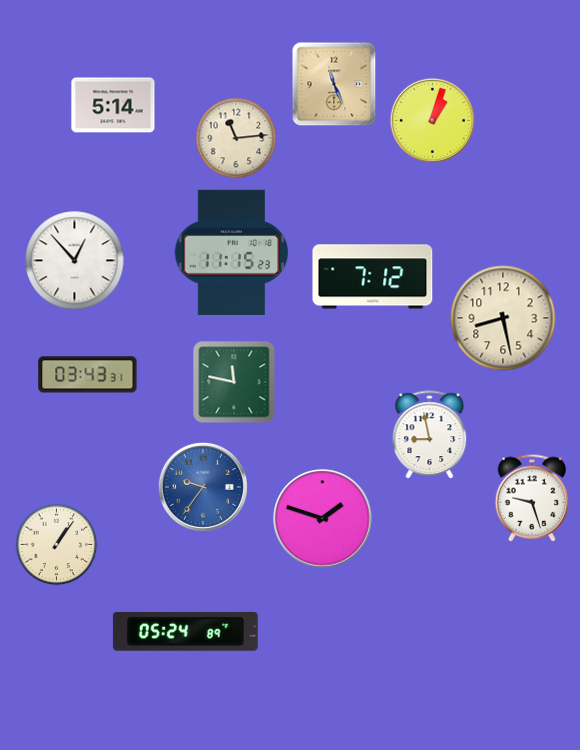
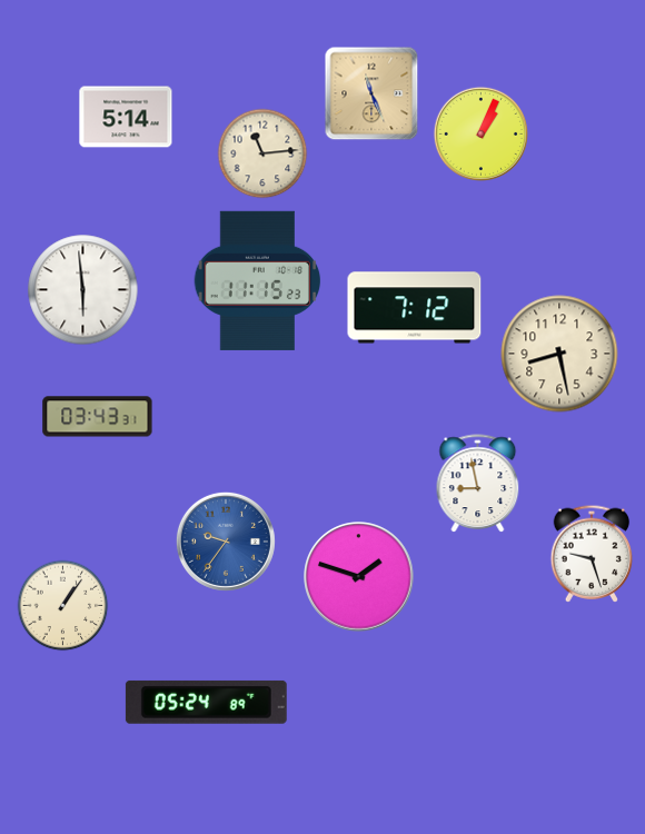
clock at (432, 120): 1:03 -> 1:04
clock at (75, 261): 12:53 -> 5:59
clock at (234, 382): 11:47 -> none
